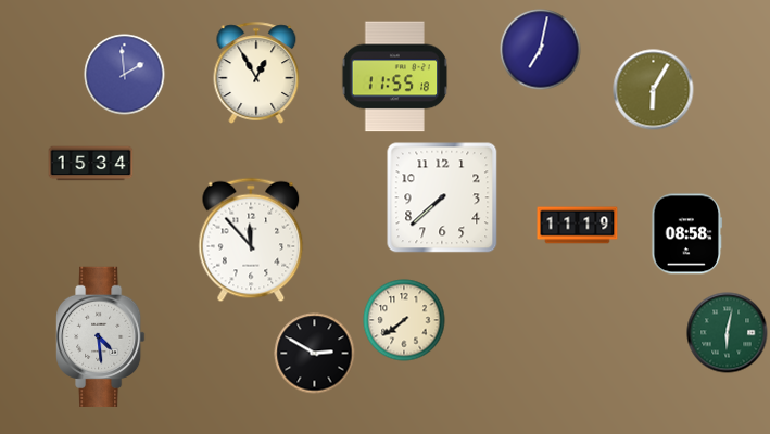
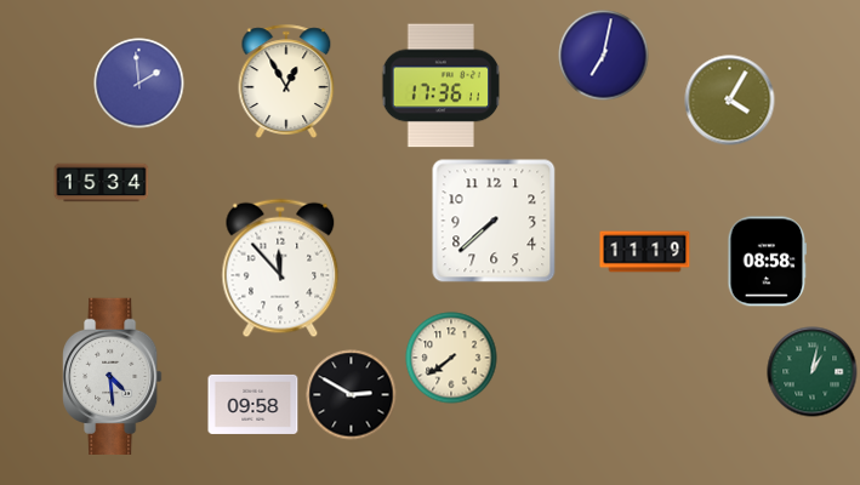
clock at (395, 77): 11:55 -> 17:36
clock at (654, 90): 6:05 -> 4:05
clock at (728, 333): 6:02 -> 1:02
clock at (254, 404): none -> 09:58
